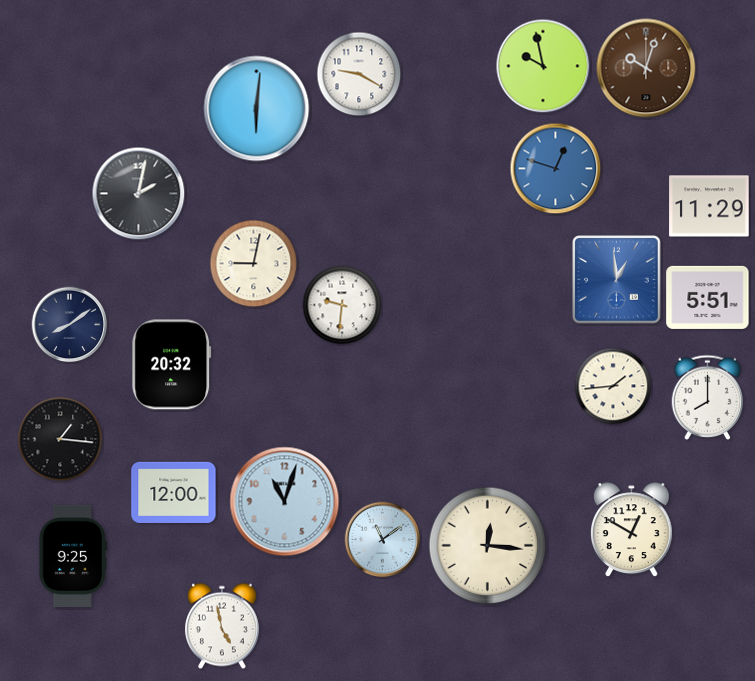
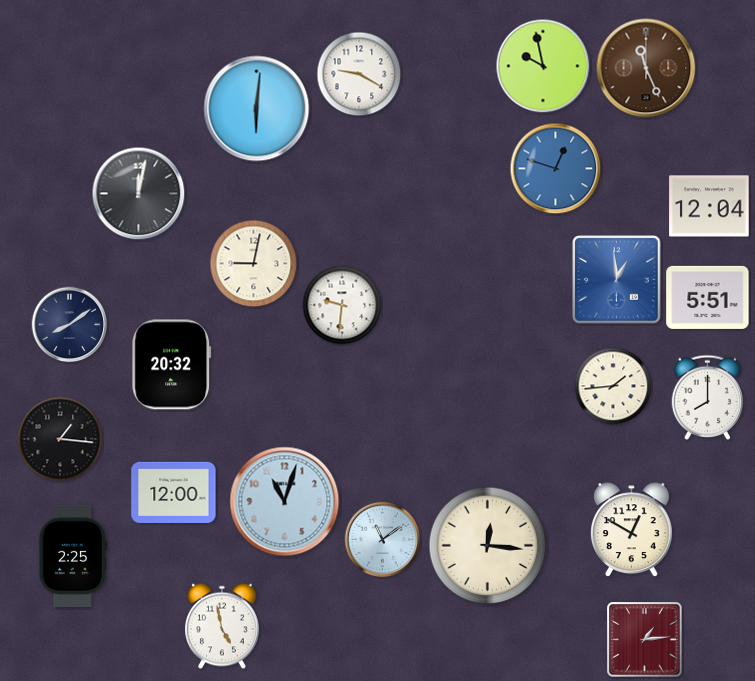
clock at (646, 68): 10:03 -> 11:26
clock at (139, 194): 2:02 -> 12:02
clock at (709, 206): 11:29 -> 12:04
clock at (72, 556): 9:25 -> 2:25
clock at (645, 640): none -> 1:14
